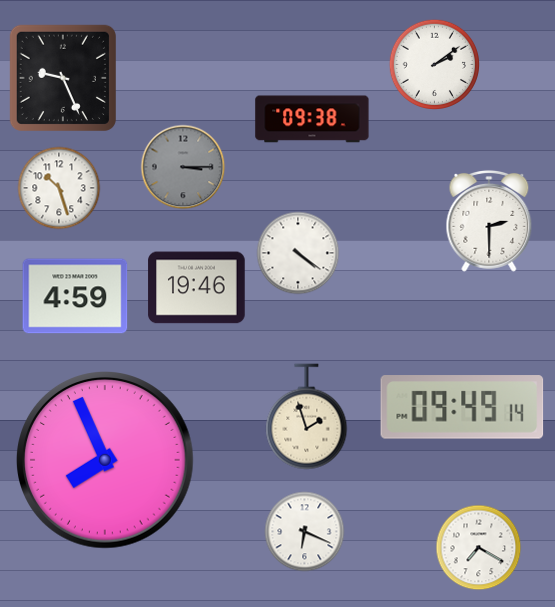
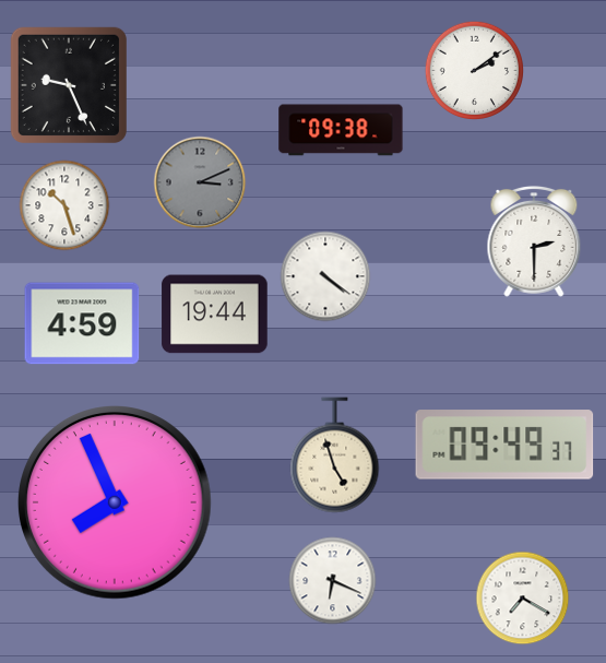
clock at (183, 167): 3:15 -> 3:11
clock at (197, 288): 19:46 -> 19:44
clock at (462, 407): 09:49:14 -> 09:49:37
clock at (307, 417): 1:57 -> 4:57
